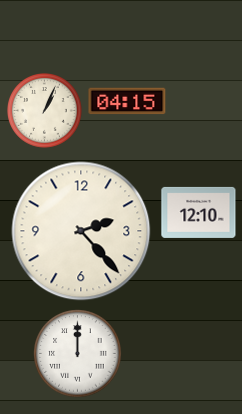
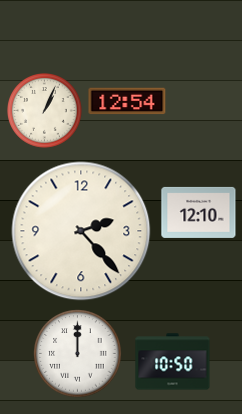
clock at (127, 101): 04:15 -> 12:54
clock at (173, 362): none -> 10:50
